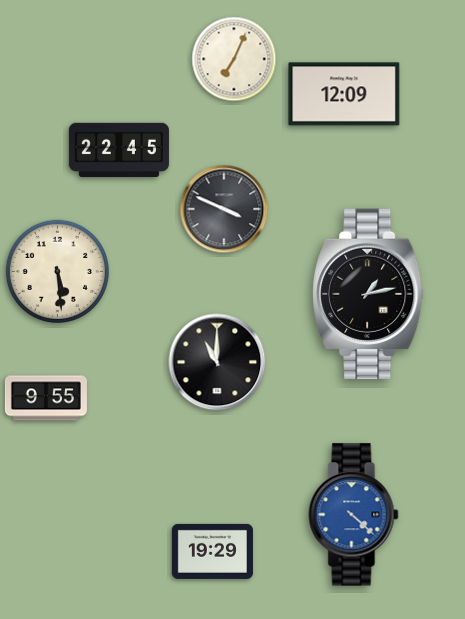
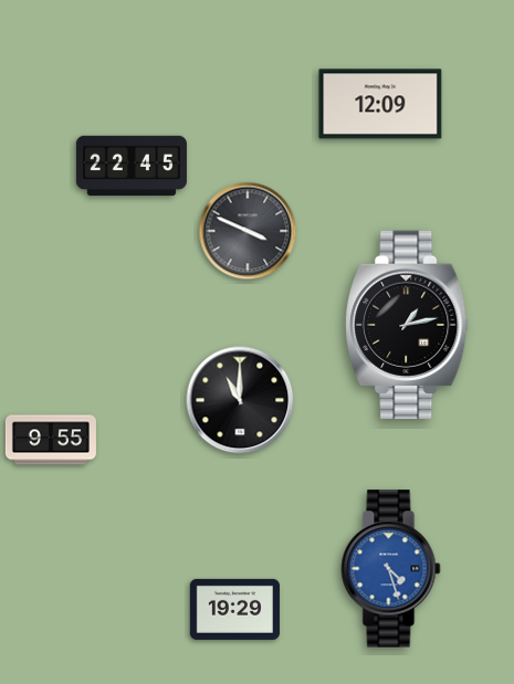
clock at (234, 59): 7:04 -> none
clock at (57, 271): 5:29 -> none
clock at (354, 515): 4:22 -> 4:27
